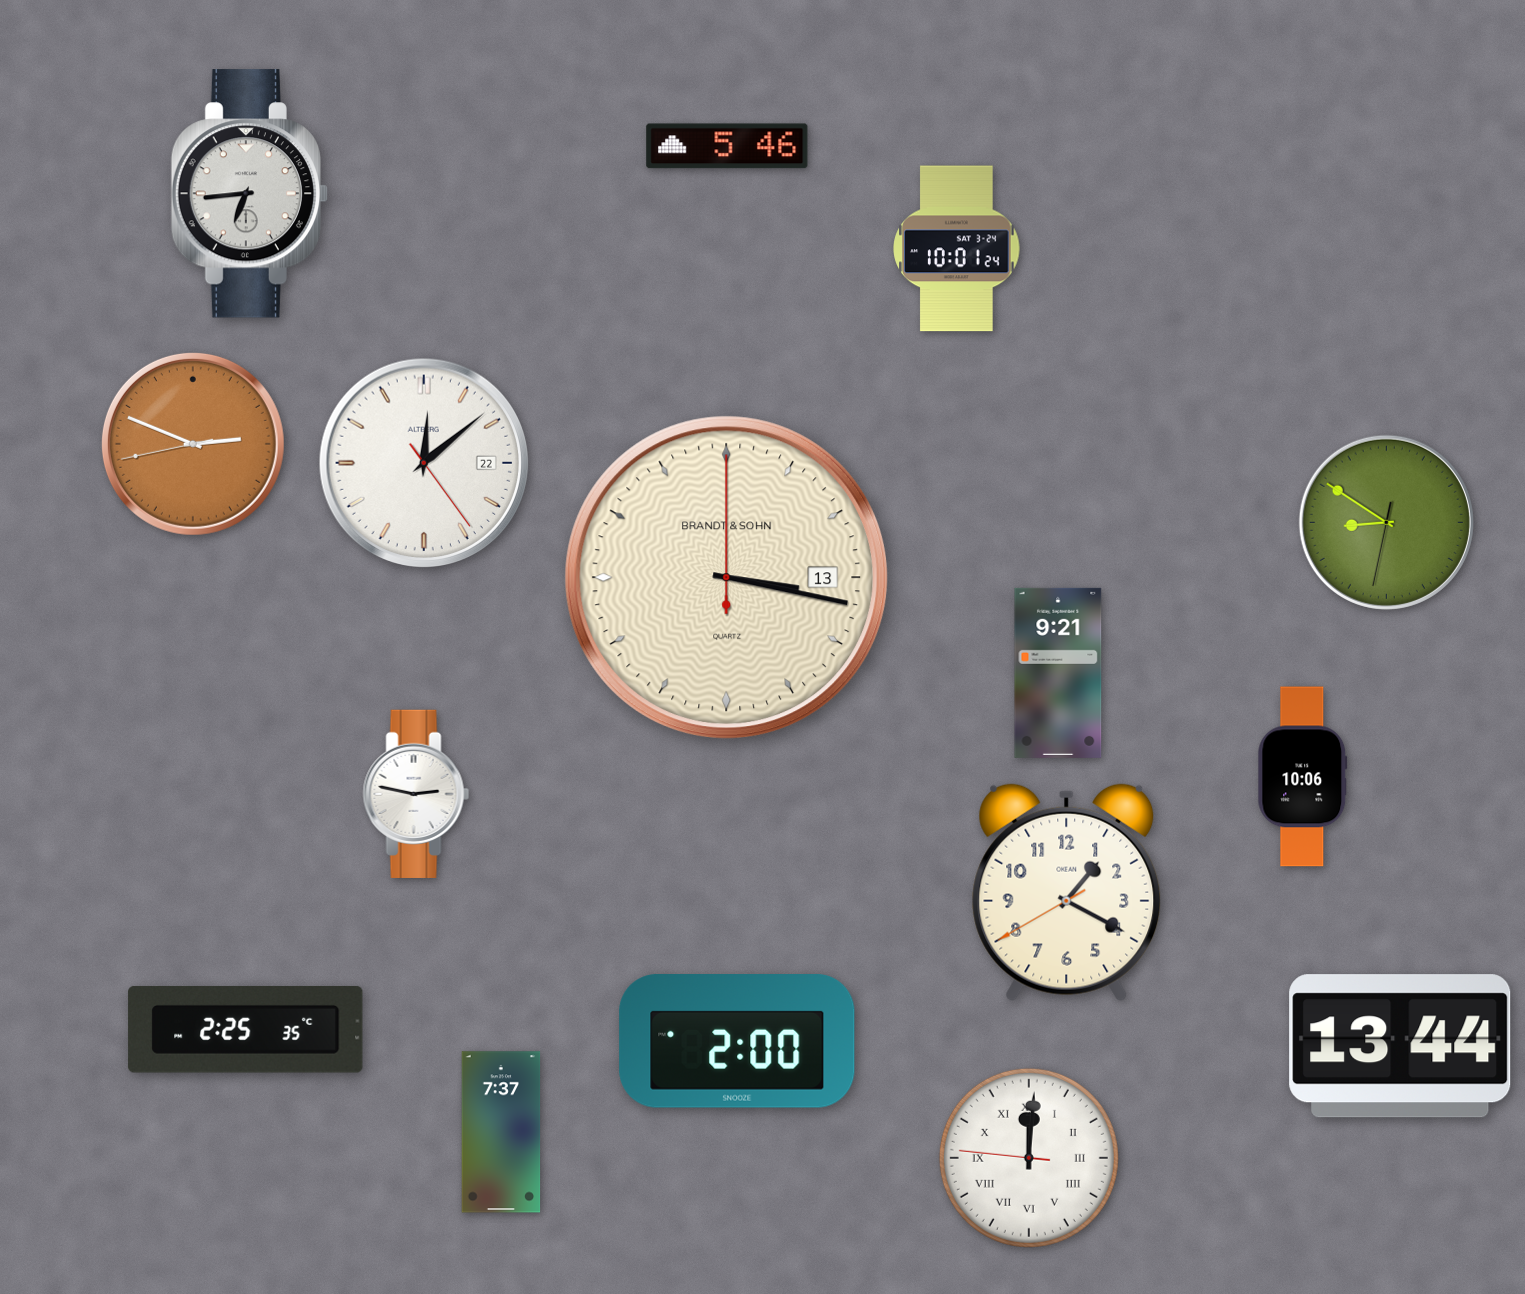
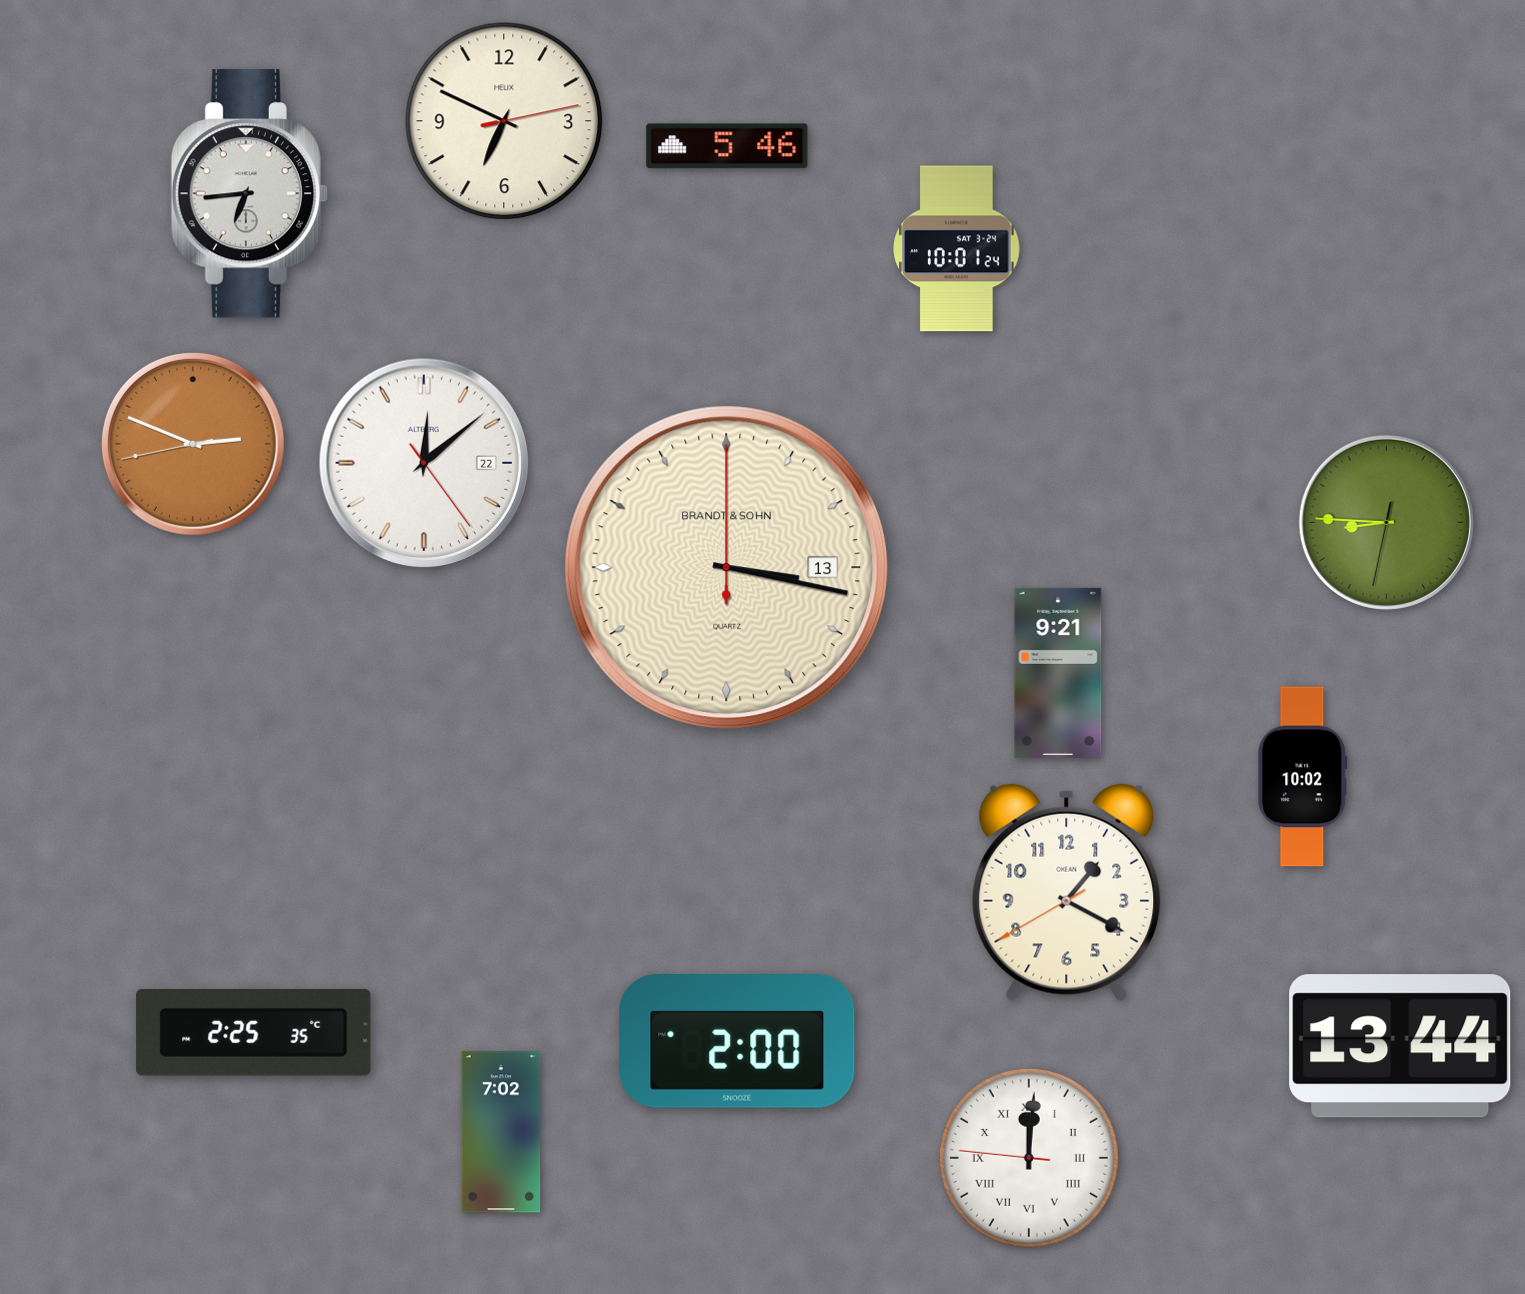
clock at (504, 121): none -> 6:49
clock at (1386, 522): 8:50 -> 8:45
clock at (727, 578) position: (727, 578) -> (727, 568)
clock at (1303, 777): 10:06 -> 10:02
clock at (416, 794): 2:47 -> none
clock at (246, 1029) position: (246, 1029) -> (254, 1032)
clock at (501, 1132): 7:37 -> 7:02
